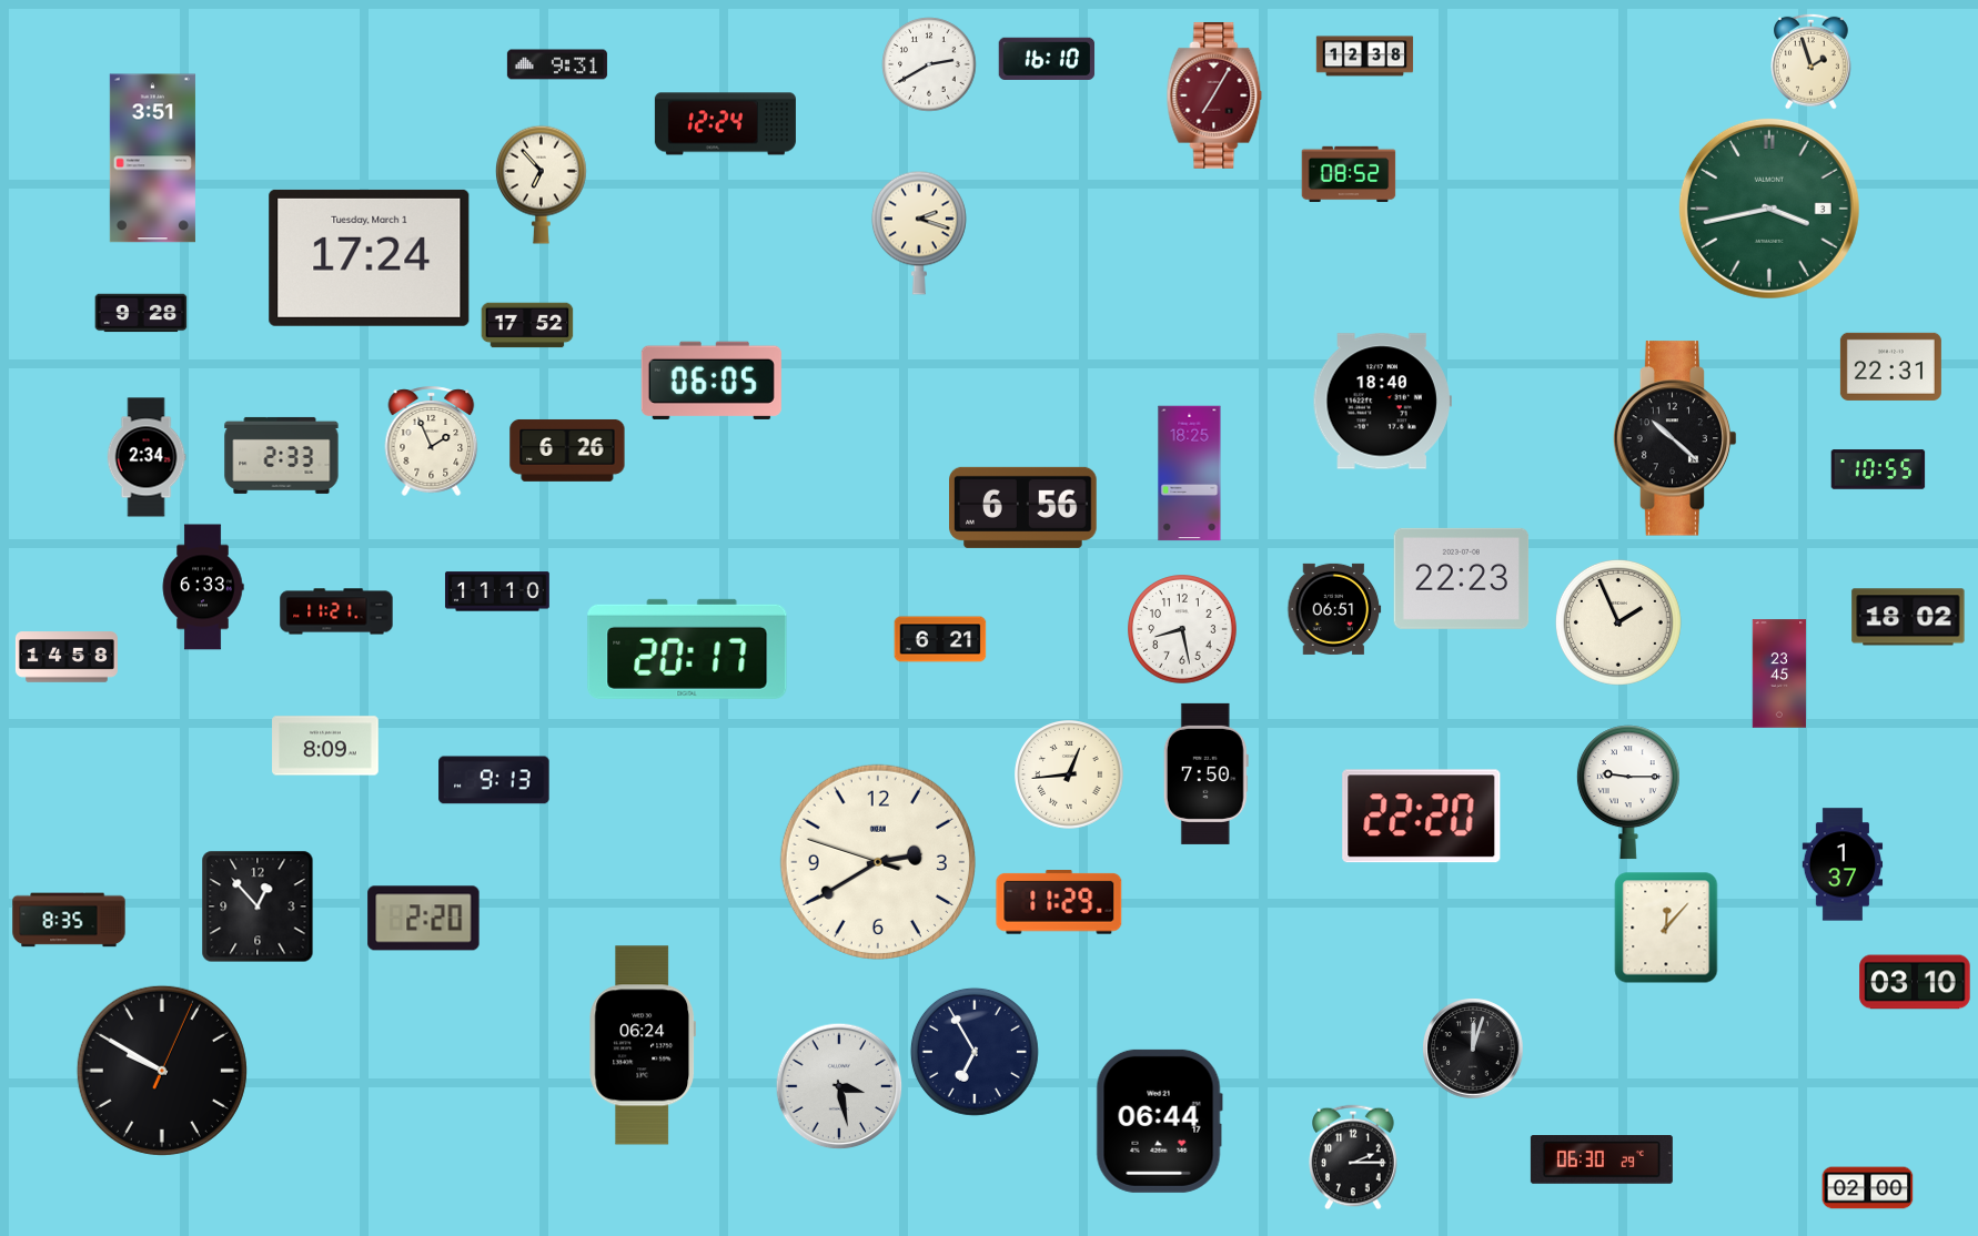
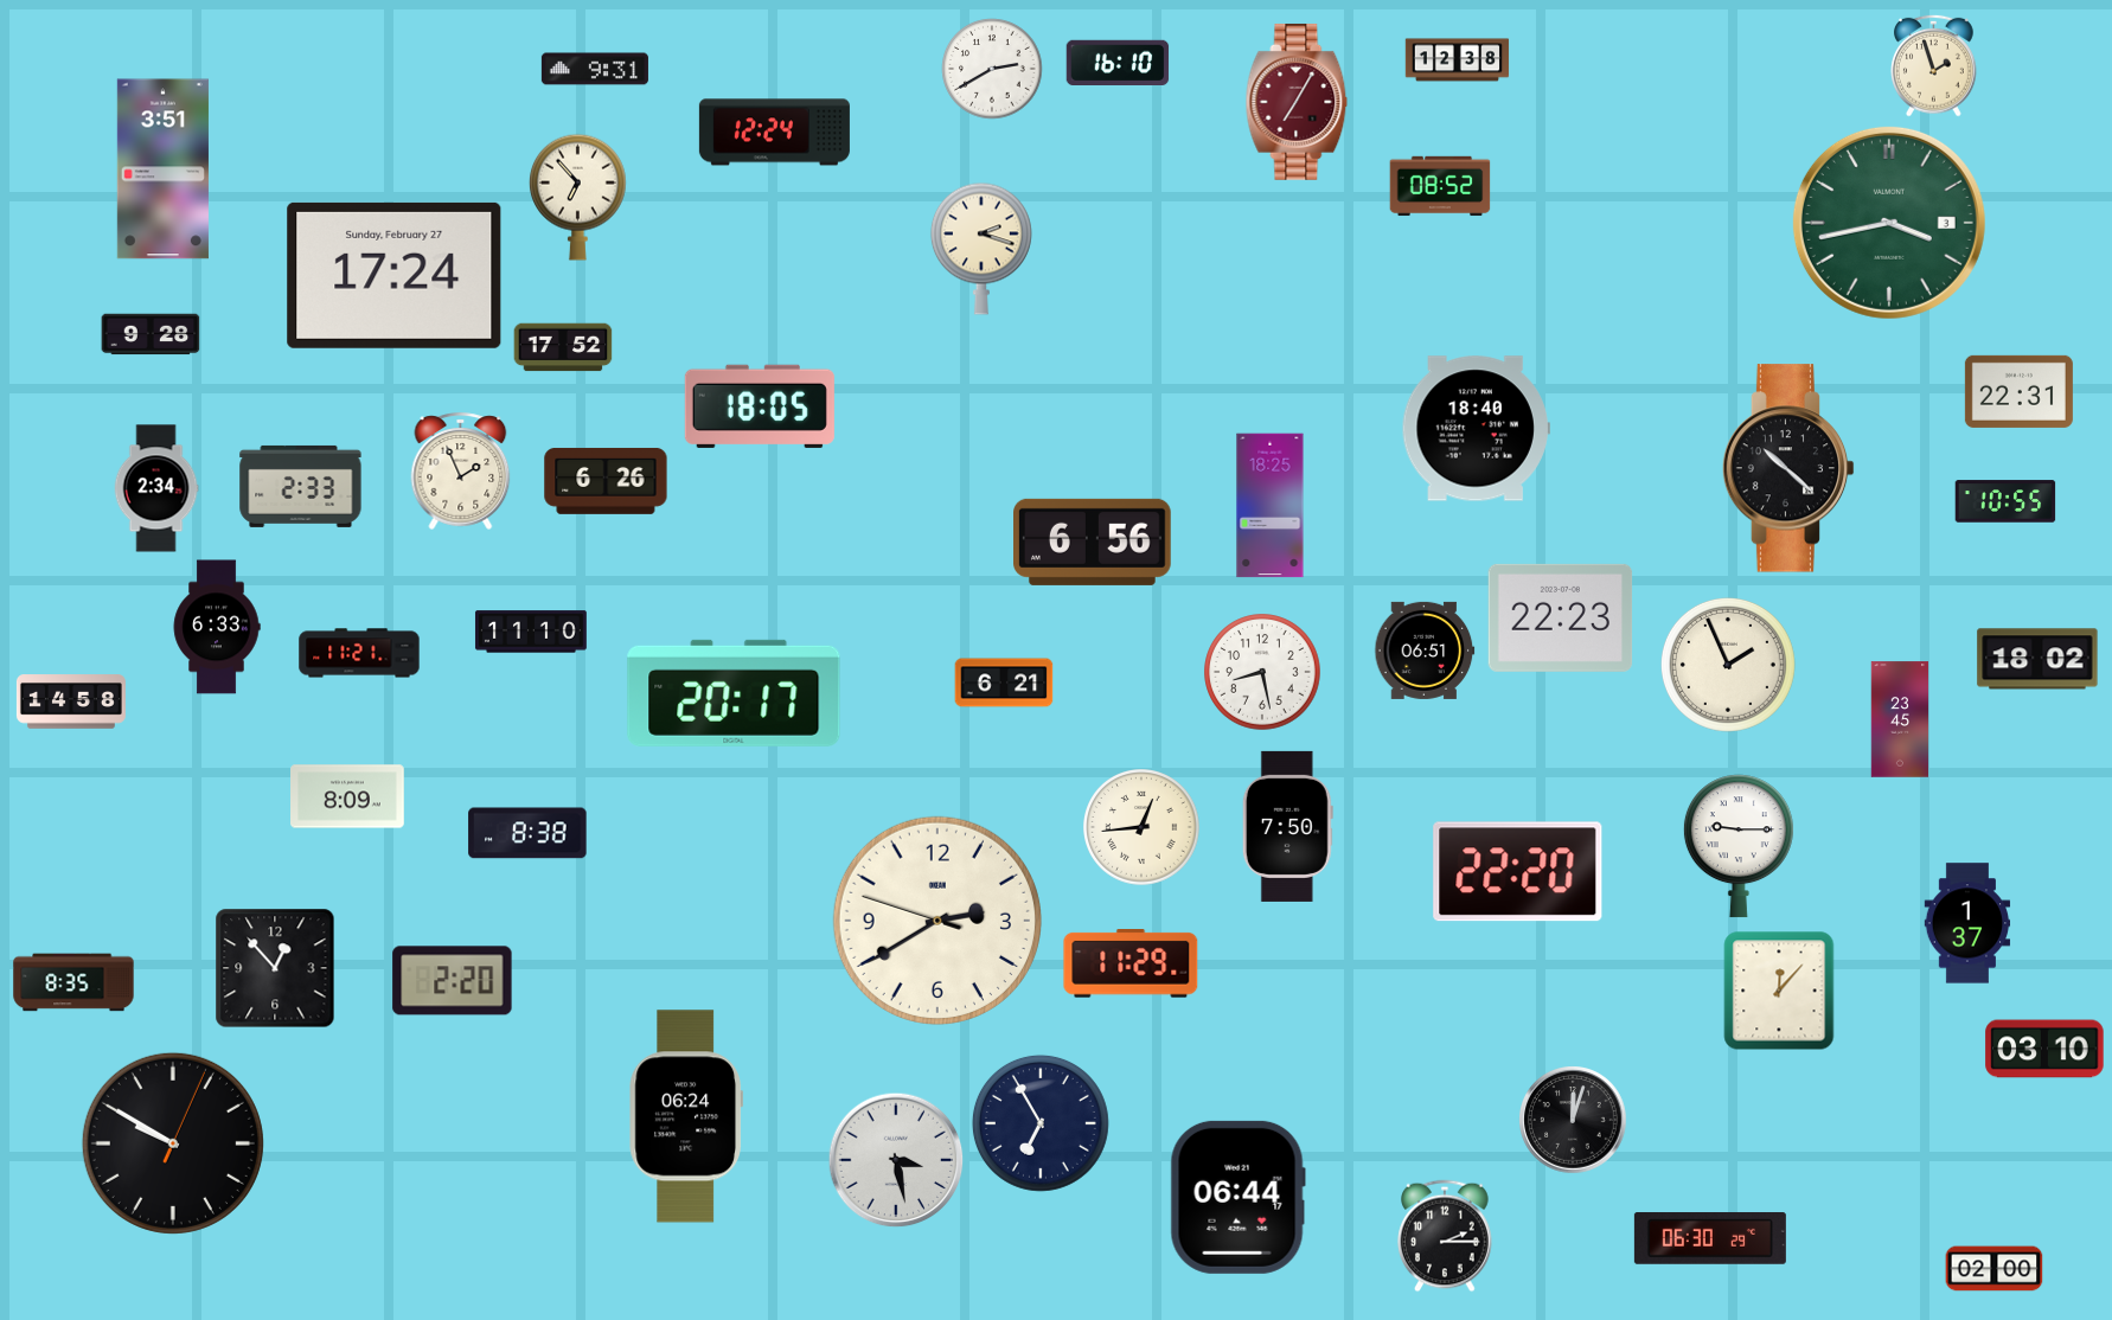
clock at (370, 257) date: Tuesday, March 1 -> Sunday, February 27
clock at (712, 381): 06:05 -> 18:05
clock at (494, 780): 9:13 -> 8:38
